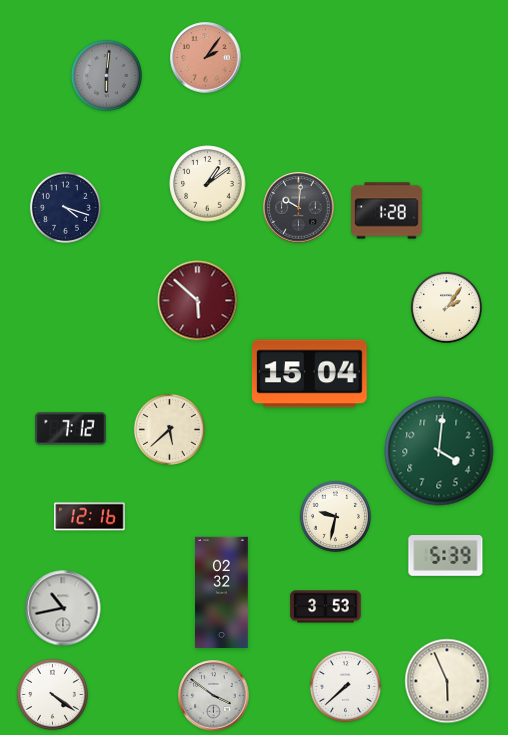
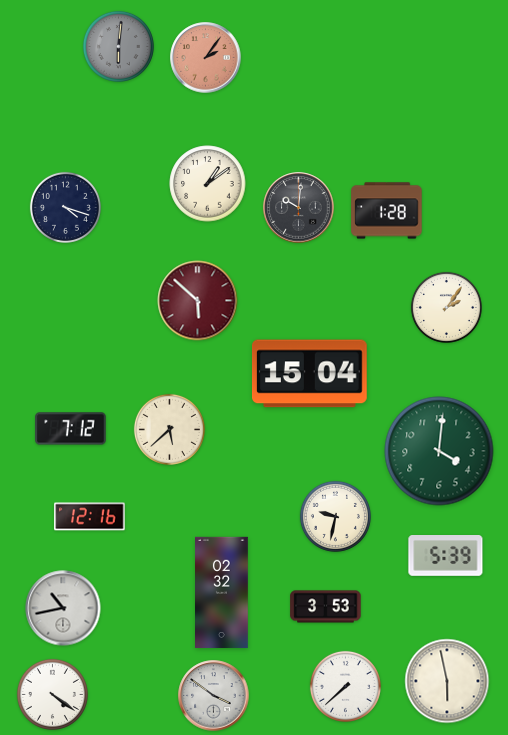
clock at (106, 75) position: (106, 75) -> (118, 46)
clock at (447, 681): 5:56 -> 5:58
